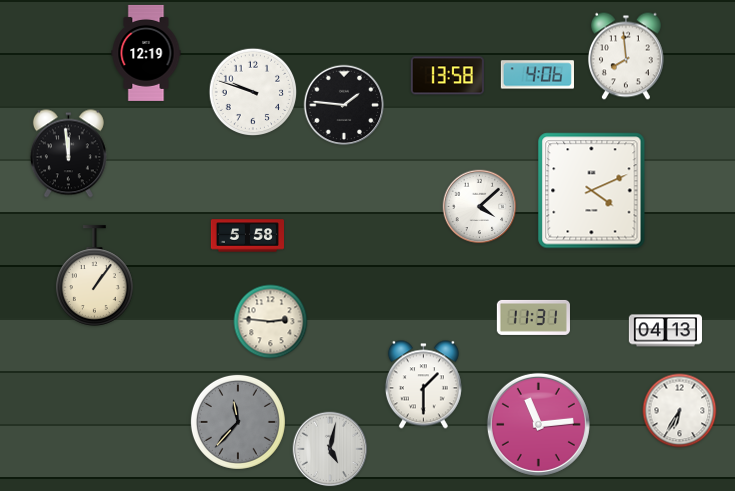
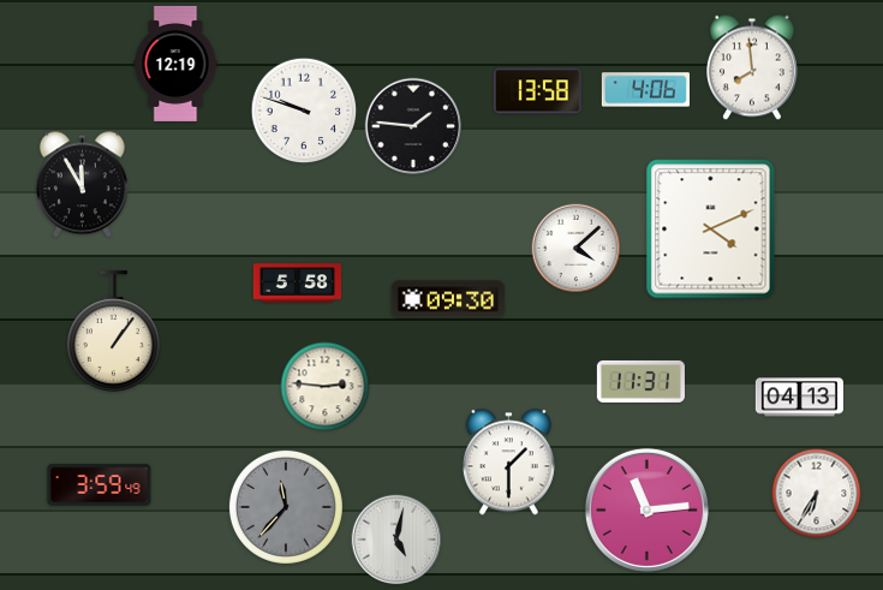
clock at (68, 154): 11:59 -> 11:55
clock at (447, 299): none -> 09:30
clock at (100, 485): none -> 3:59
